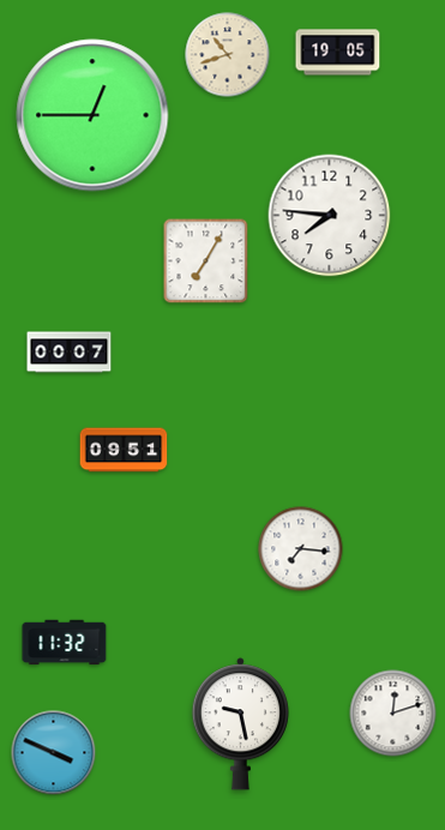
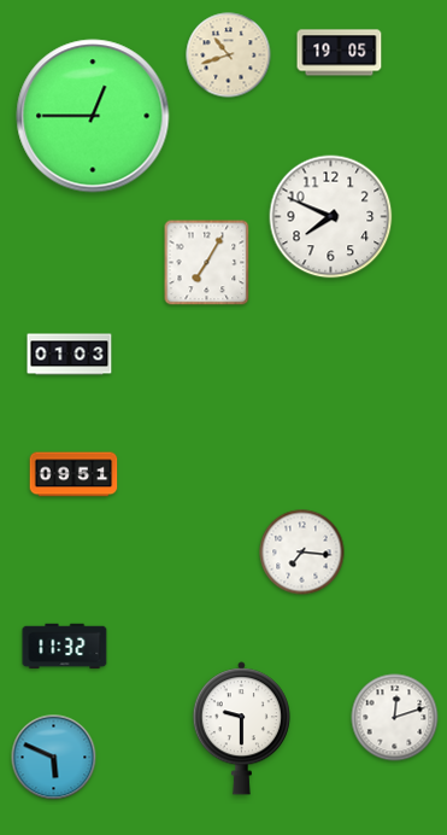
clock at (330, 216): 7:46 -> 7:49
clock at (70, 353): 00:07 -> 01:03
clock at (124, 450) position: (124, 450) -> (73, 474)
clock at (240, 724): 9:28 -> 9:30
clock at (54, 753): 3:49 -> 5:49
